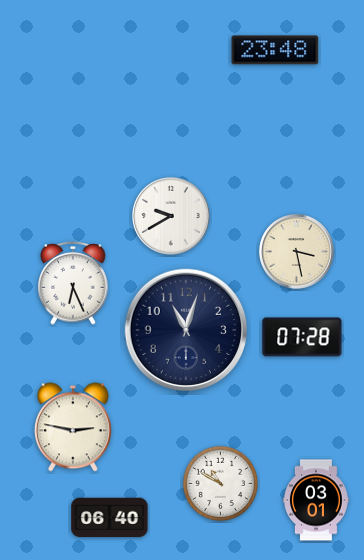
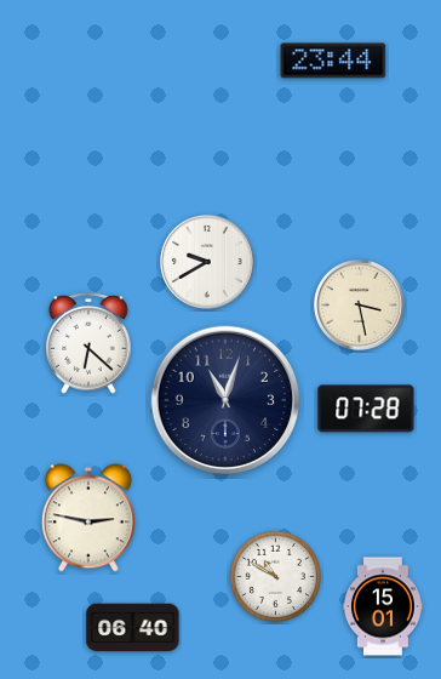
clock at (275, 50): 23:48 -> 23:44
clock at (73, 284): 6:26 -> 6:22
clock at (220, 483) position: (220, 483) -> (275, 576)
clock at (317, 500): 03:01 -> 15:01
